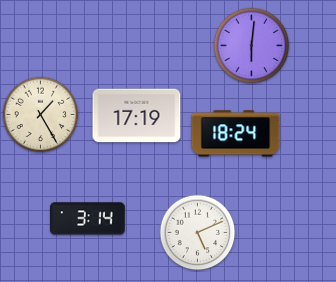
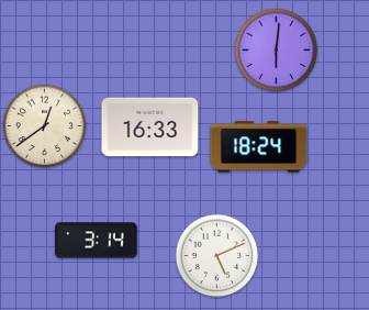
clock at (41, 115): 1:25 -> 12:39
clock at (137, 116): 17:19 -> 16:33
